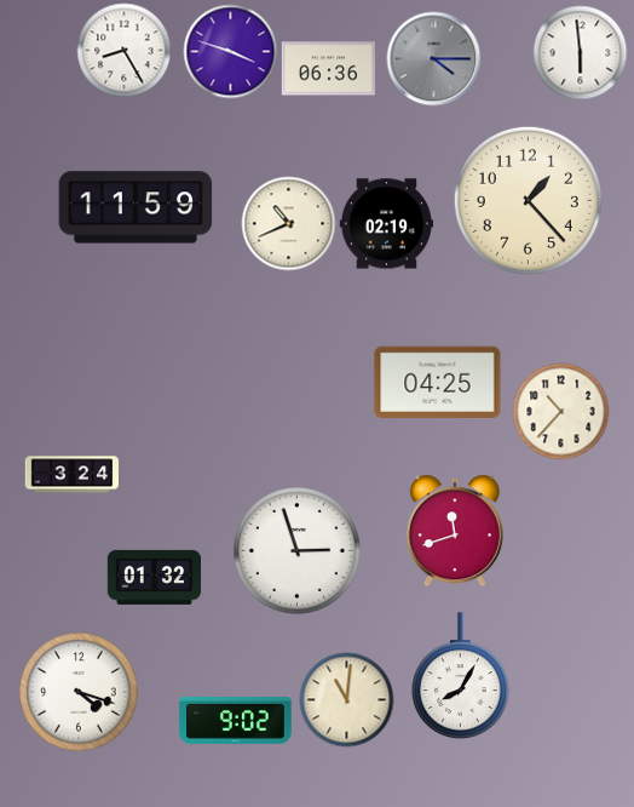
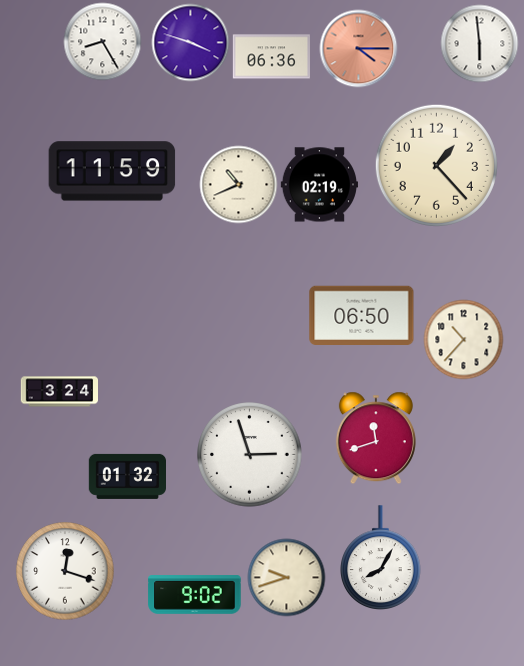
clock at (433, 58) dial: grey -> salmon
clock at (438, 382): 04:25 -> 06:50
clock at (298, 551) position: (298, 551) -> (250, 455)
clock at (79, 692): 4:18 -> 12:18
clock at (346, 699): 11:01 -> 9:42
